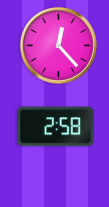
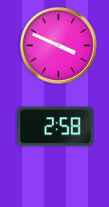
clock at (58, 45): 12:23 -> 3:49
